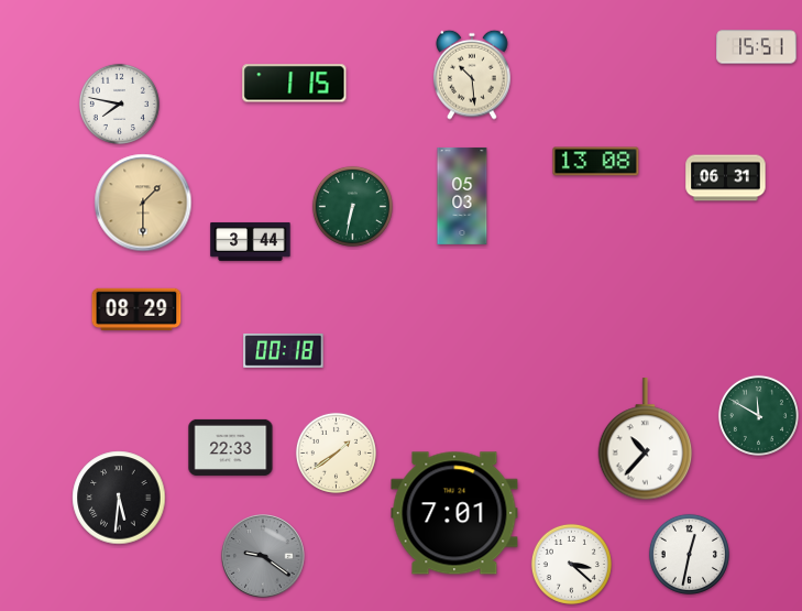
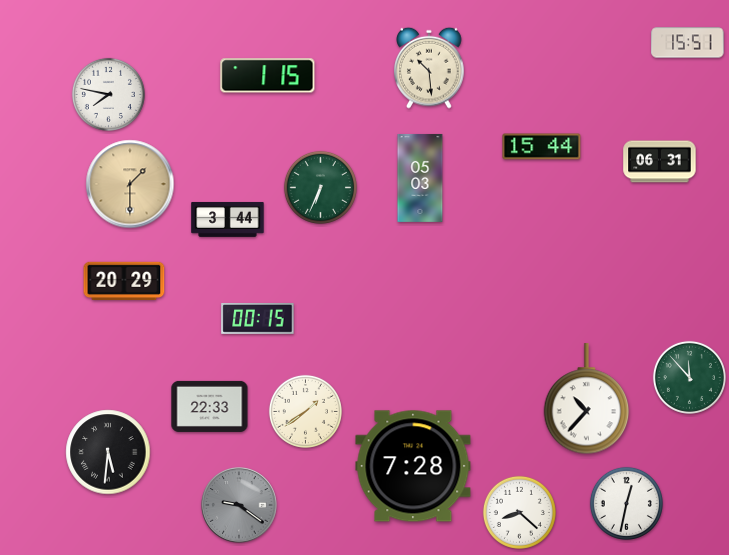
clock at (596, 162): 13:08 -> 15:44
clock at (352, 206): 6:32 -> 6:34
clock at (136, 309): 08:29 -> 20:29
clock at (284, 350): 00:18 -> 00:15
clock at (758, 415): 11:50 -> 11:53
clock at (454, 513): 7:01 -> 7:28
clock at (571, 564): 3:22 -> 8:22
